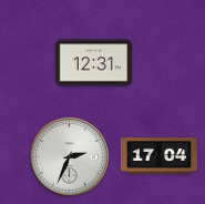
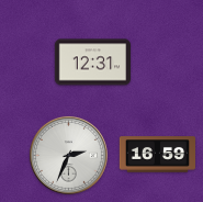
clock at (160, 156): 17:04 -> 16:59
